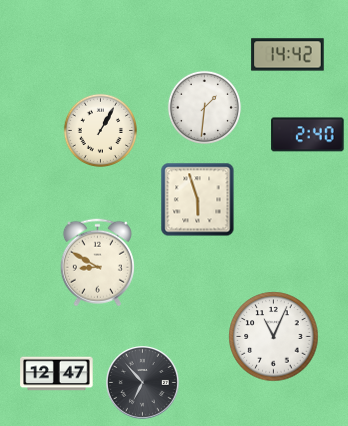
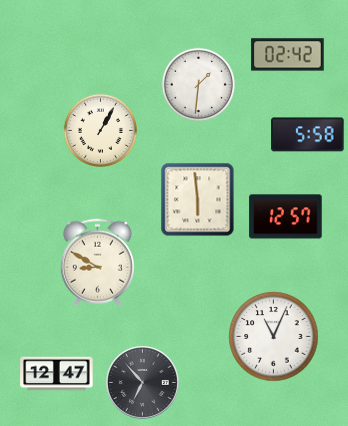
clock at (288, 55): 14:42 -> 02:42
clock at (204, 107) position: (204, 107) -> (198, 84)
clock at (308, 135): 2:40 -> 5:58
clock at (198, 200): 5:57 -> 5:59
clock at (286, 217): none -> 12:57
